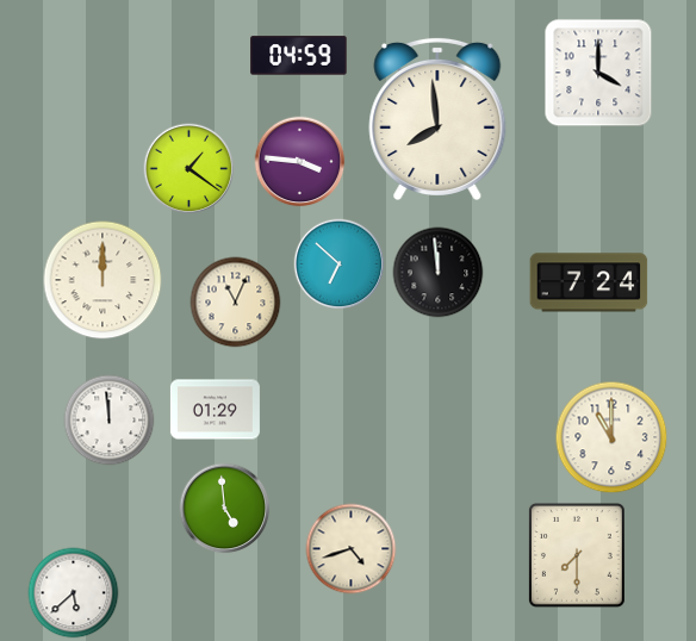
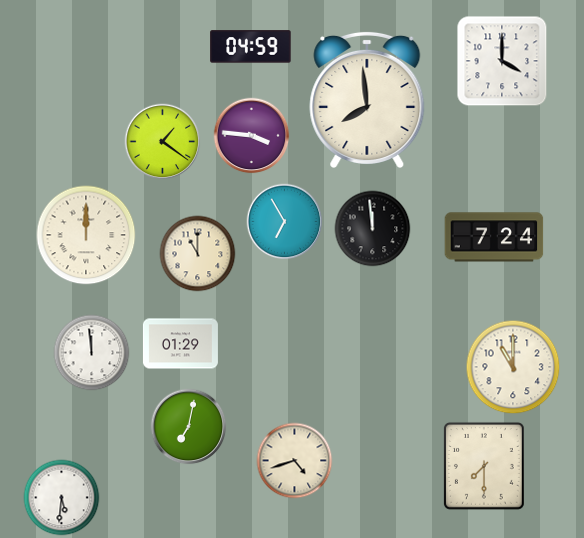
clock at (189, 169) position: (189, 169) -> (163, 142)
clock at (340, 265): 6:52 -> 6:55
clock at (439, 273) position: (439, 273) -> (373, 229)
clock at (236, 303): 11:04 -> 11:00
clock at (225, 509): 4:59 -> 7:02
clock at (74, 593): 5:38 -> 5:31
